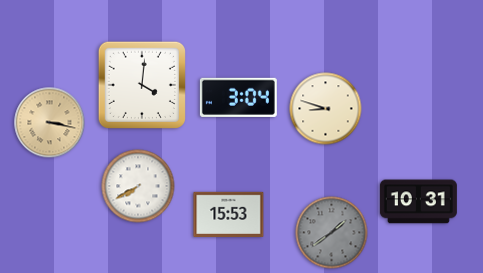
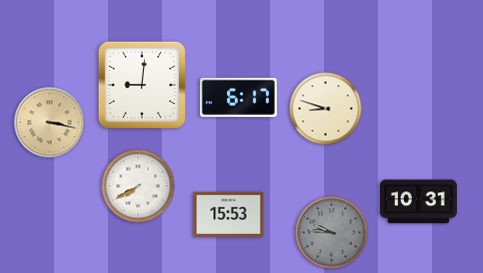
clock at (142, 85): 4:01 -> 9:01
clock at (238, 97): 3:04 -> 6:17
clock at (332, 233): 1:39 -> 9:46
